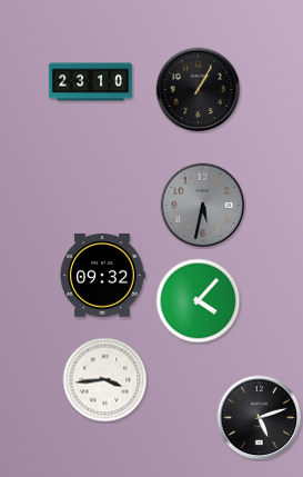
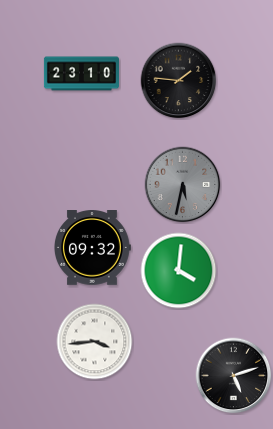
clock at (199, 90): 1:05 -> 1:46
clock at (199, 301): 4:07 -> 4:01
